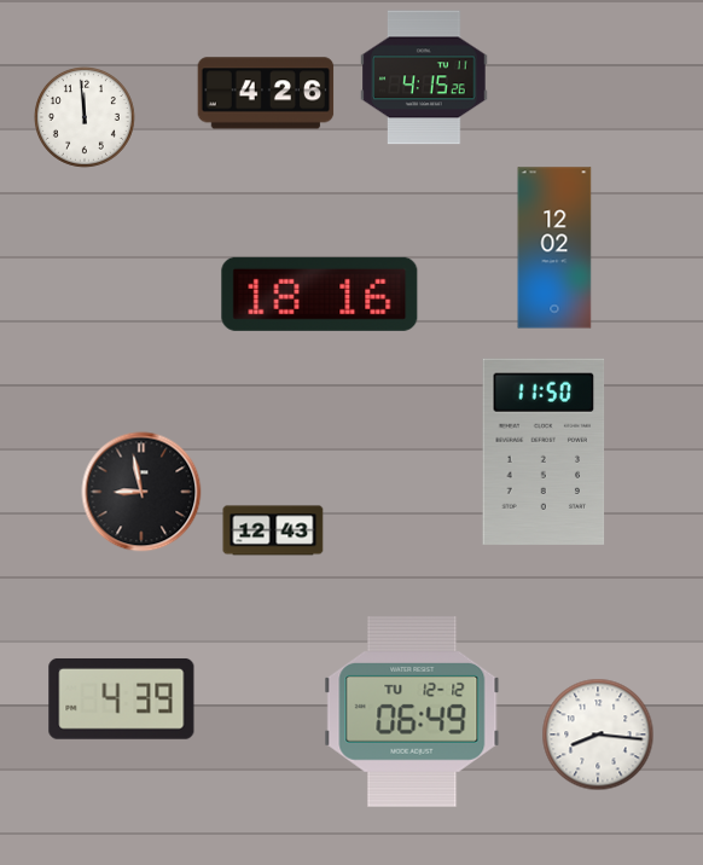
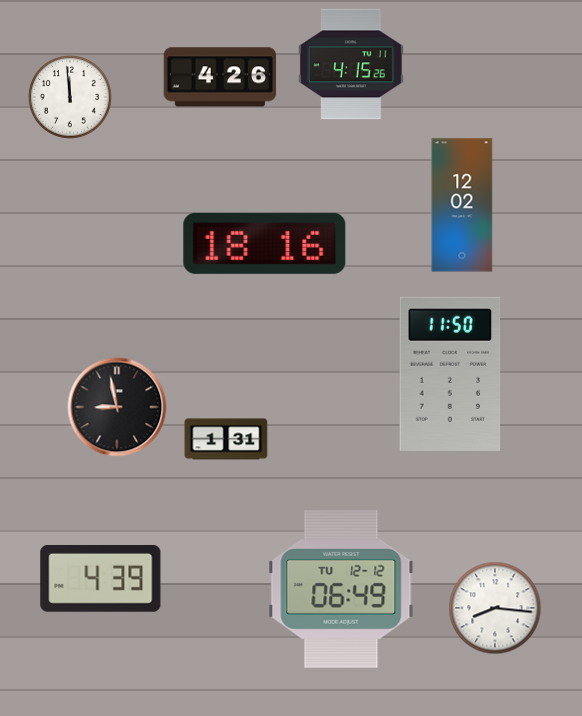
clock at (554, 248) position: (554, 248) -> (462, 205)
clock at (273, 530): 12:43 -> 1:31
